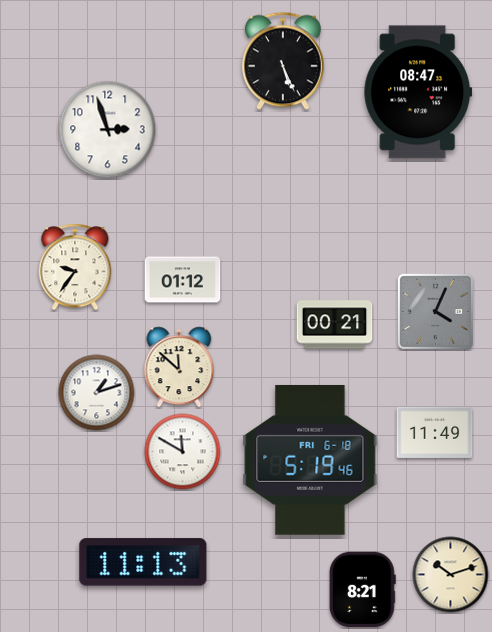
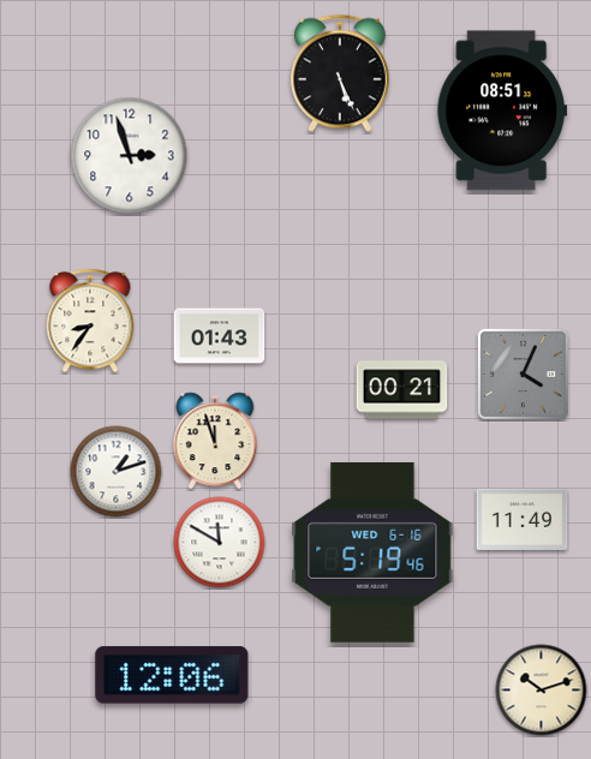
clock at (418, 92): 08:47 -> 08:51
clock at (75, 267): 9:36 -> 8:36
clock at (183, 280): 01:12 -> 01:43
clock at (179, 367): 11:52 -> 11:57
clock at (310, 460) date: FRI 6-18 -> WED 6-16
clock at (143, 562): 11:13 -> 12:06
clock at (363, 590): 8:21 -> none
